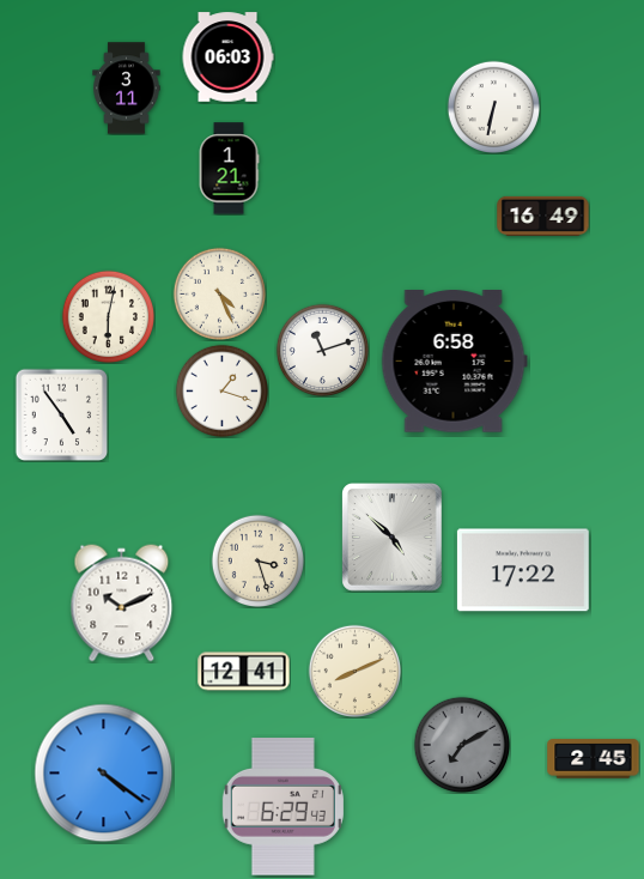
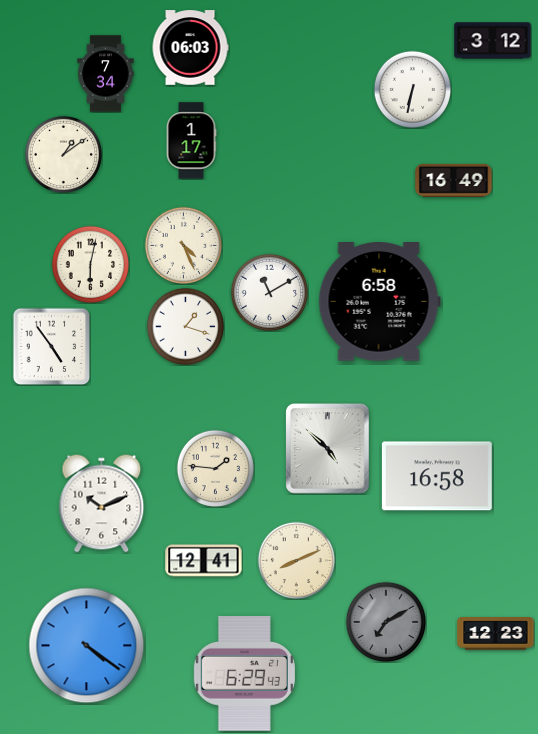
clock at (493, 41): none -> 3:12
clock at (127, 89): 3:11 -> 7:34
clock at (229, 169): 1:21 -> 1:17
clock at (63, 154): none -> 1:09
clock at (322, 350): 11:12 -> 11:10
clock at (257, 560): 3:27 -> 1:46
clock at (523, 570): 17:22 -> 16:58
clock at (594, 759): 2:45 -> 12:23
clock at (282, 807) position: (282, 807) -> (244, 674)
